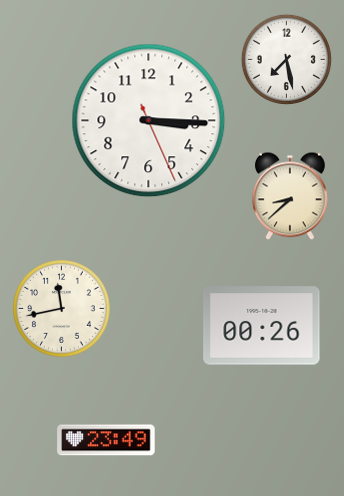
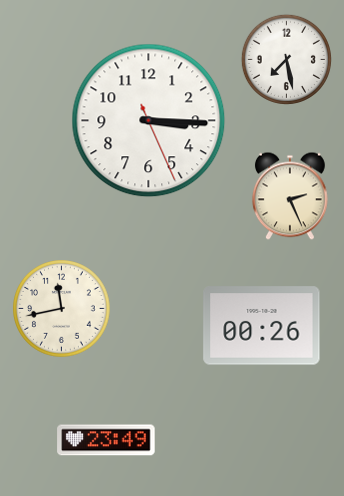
clock at (290, 196): 8:38 -> 2:26
